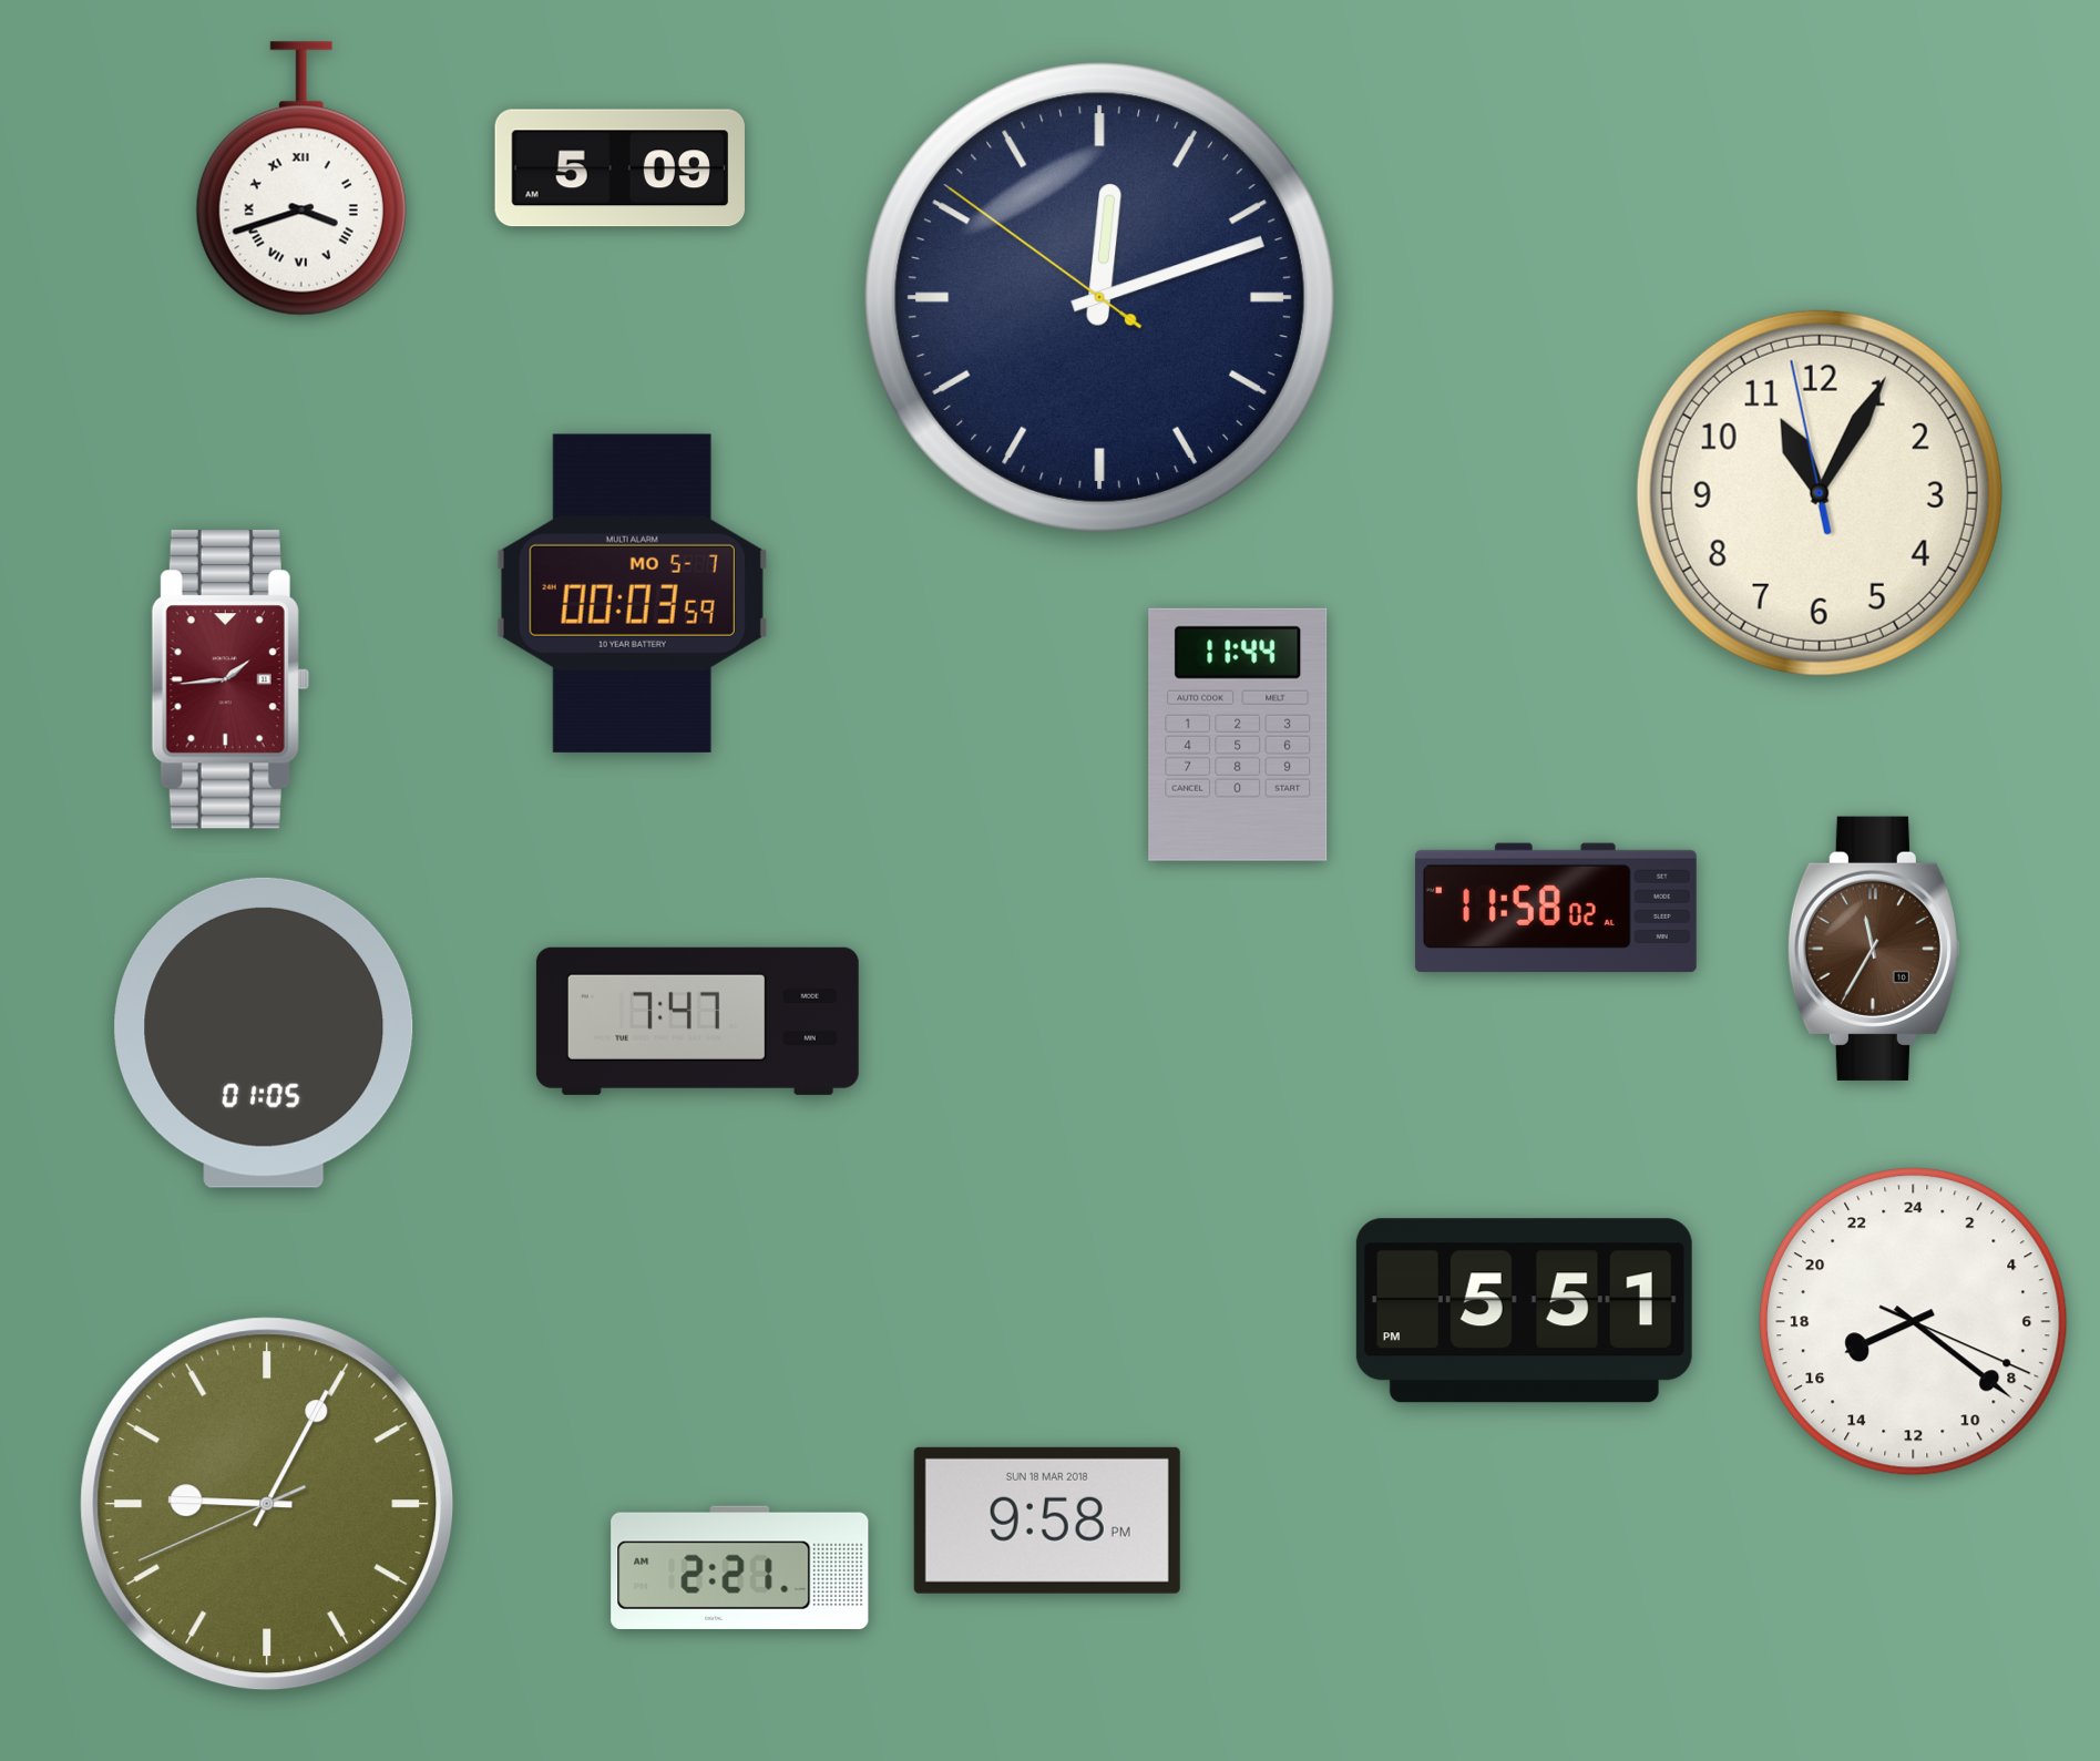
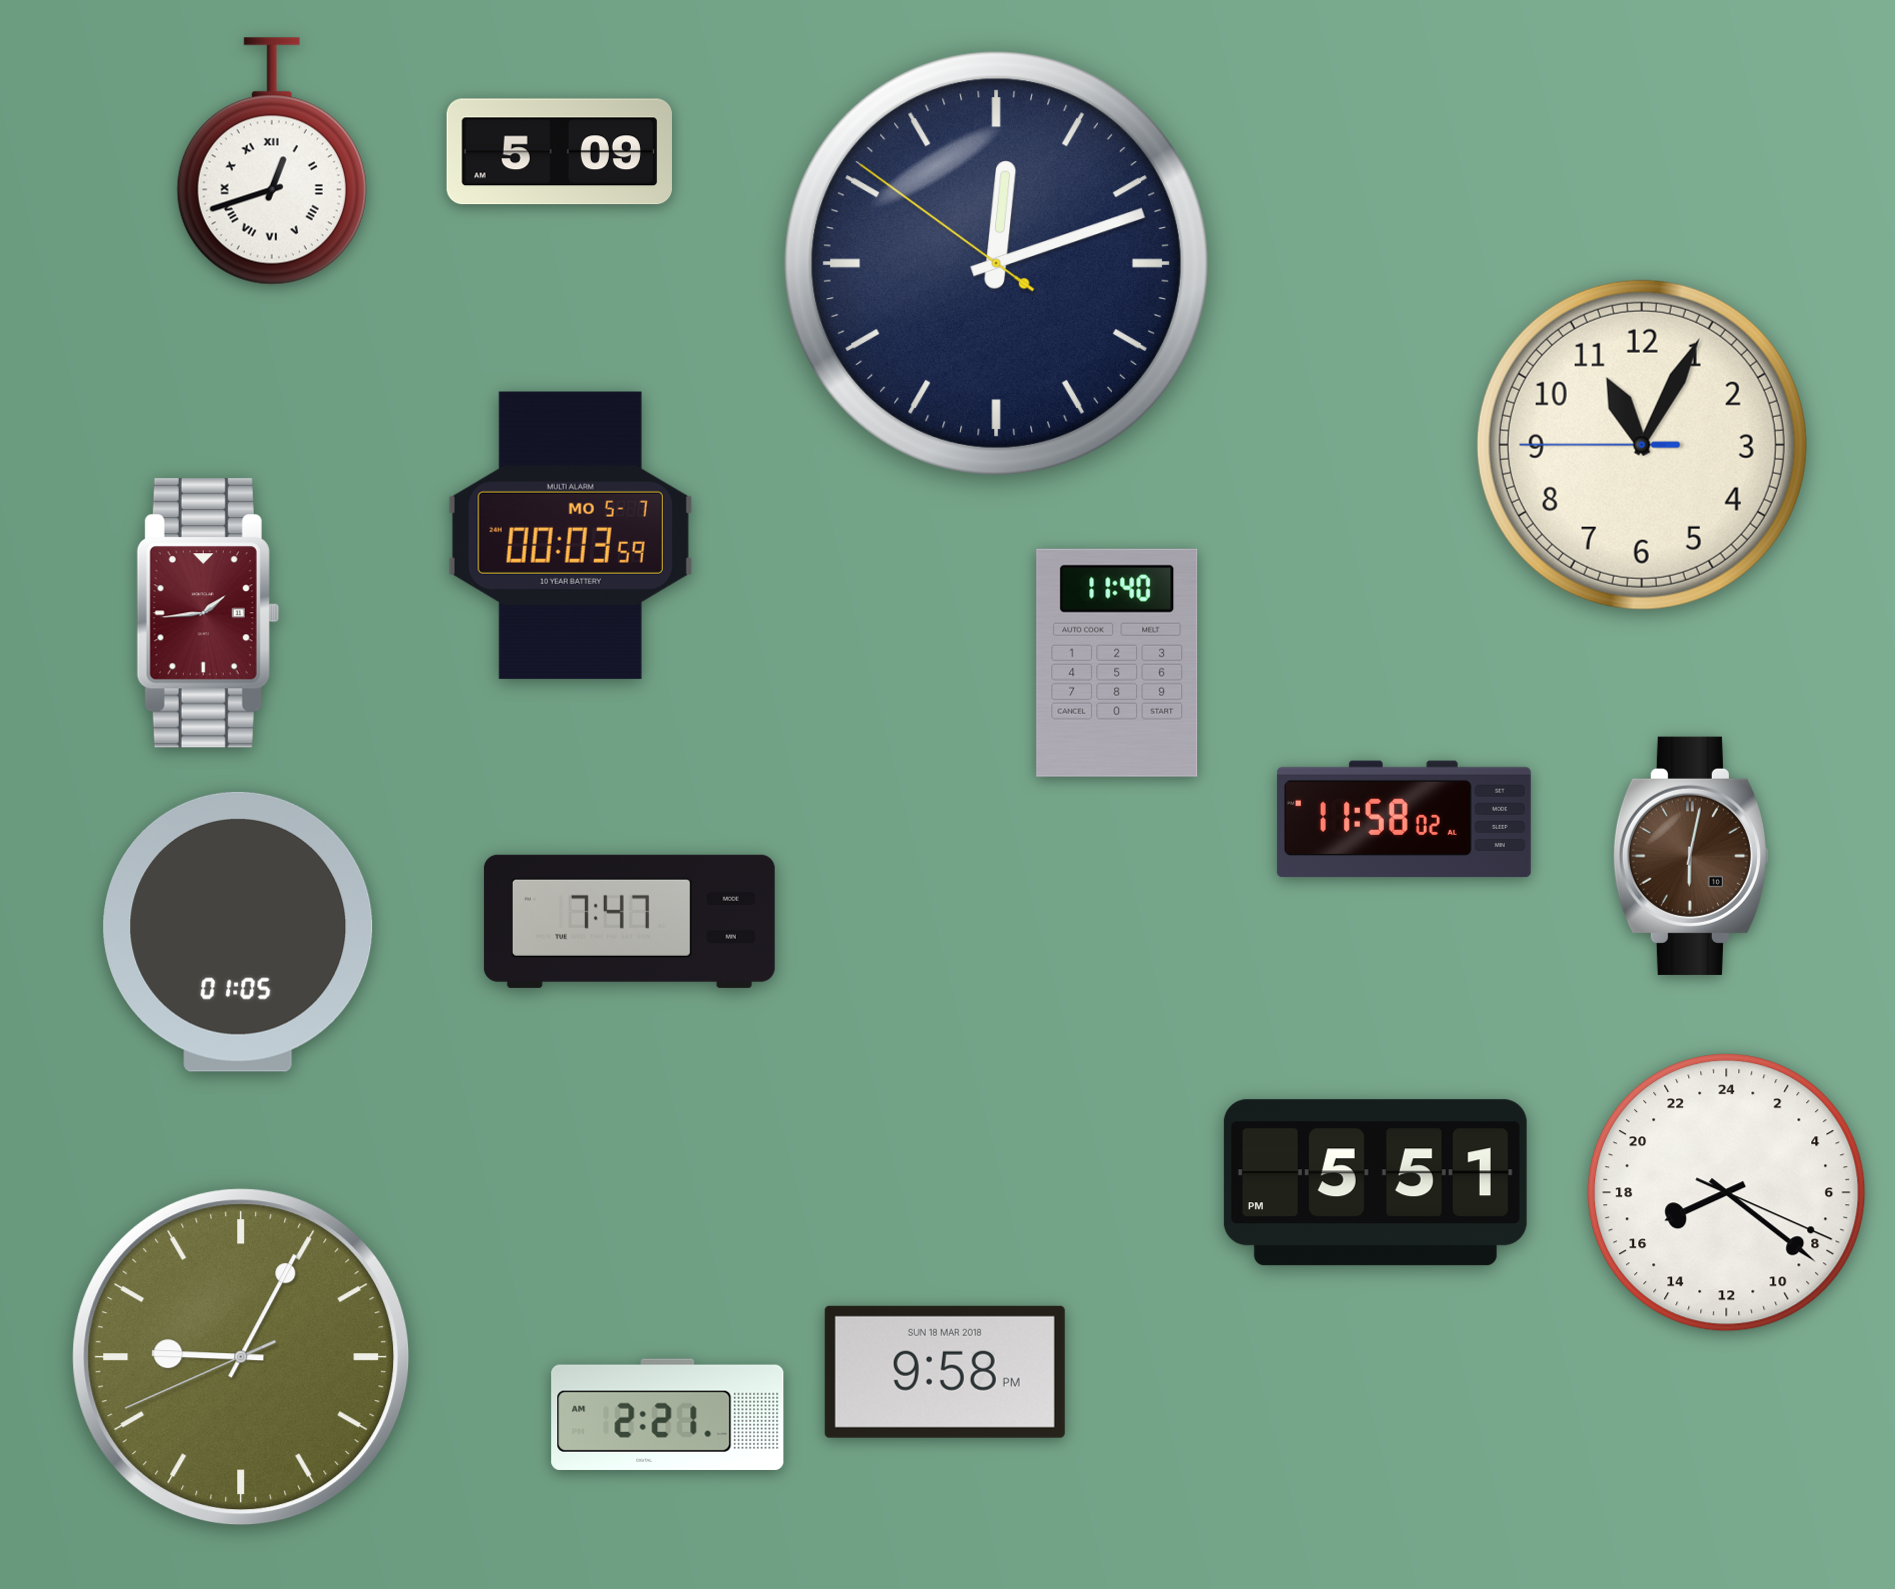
clock at (301, 178): 3:42 -> 12:42
clock at (1099, 297) position: (1099, 297) -> (996, 263)
clock at (1820, 493): 11:04:58 -> 11:04:45
clock at (1238, 735): 11:44 -> 11:40
clock at (1874, 949): 11:35 -> 6:02
